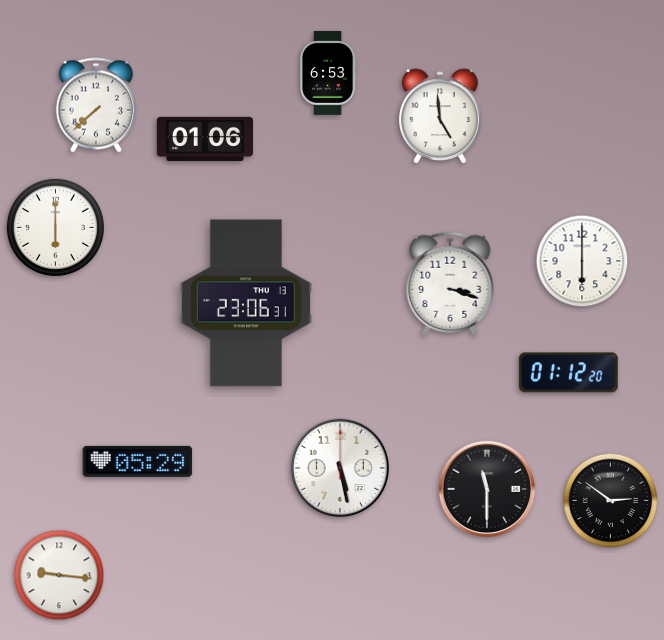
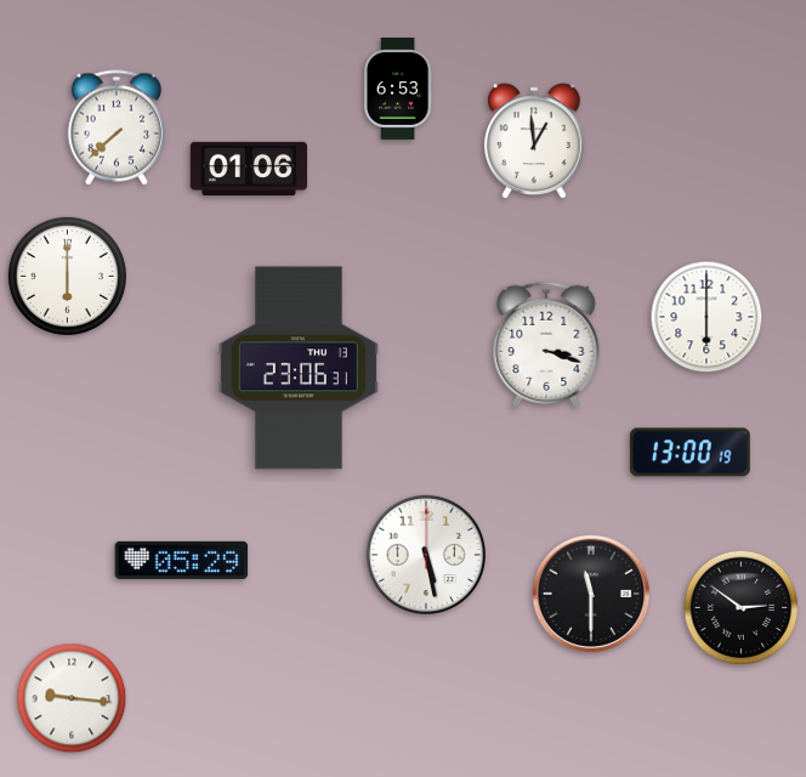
clock at (441, 116): 4:59 -> 12:59
clock at (568, 373): 01:12 -> 13:00
clock at (138, 461) position: (138, 461) -> (182, 560)
clock at (339, 467) position: (339, 467) -> (425, 554)
